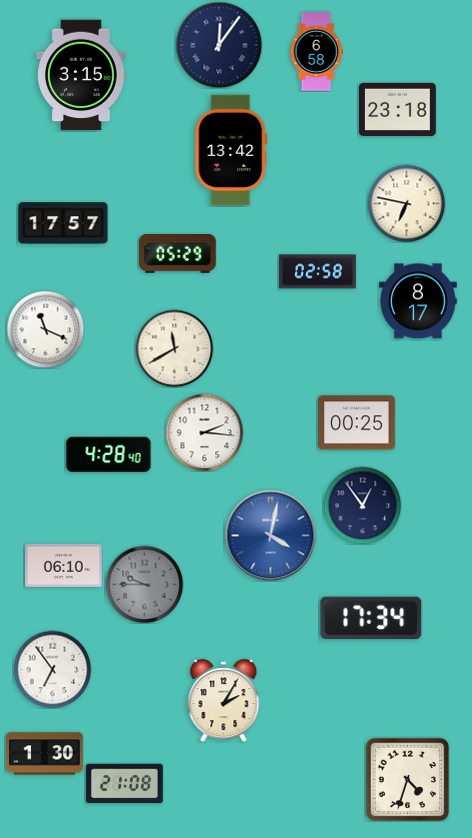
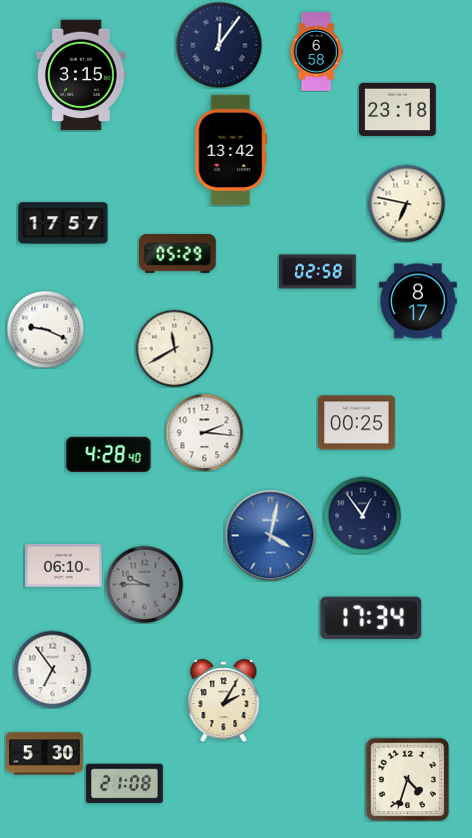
clock at (45, 329): 11:19 -> 9:19
clock at (362, 505) position: (362, 505) -> (362, 515)
clock at (45, 754): 1:30 -> 5:30
